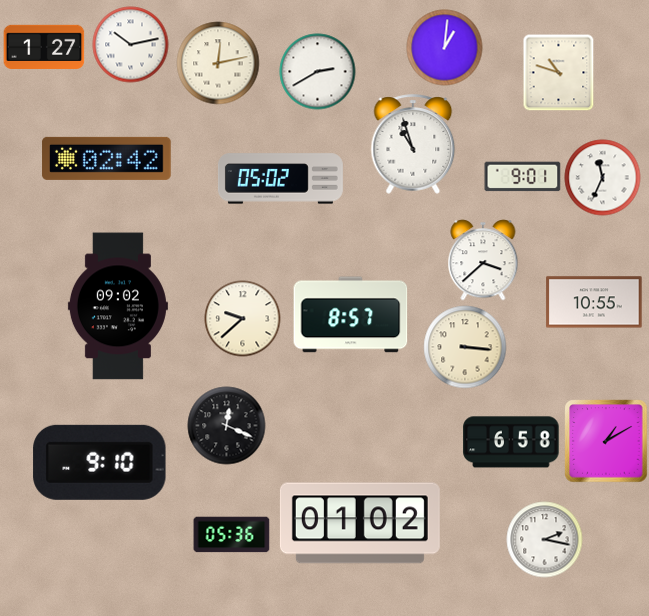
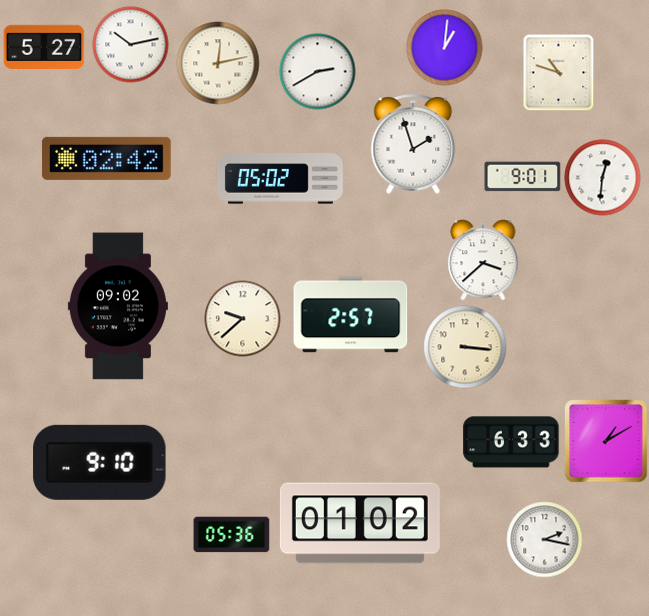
clock at (44, 46): 1:27 -> 5:27
clock at (413, 144): 10:57 -> 1:57
clock at (603, 178): 11:34 -> 12:31
clock at (594, 302): 10:55 -> none
clock at (351, 315): 8:57 -> 2:57
clock at (227, 426): 12:19 -> none
clock at (511, 442): 6:58 -> 6:33
